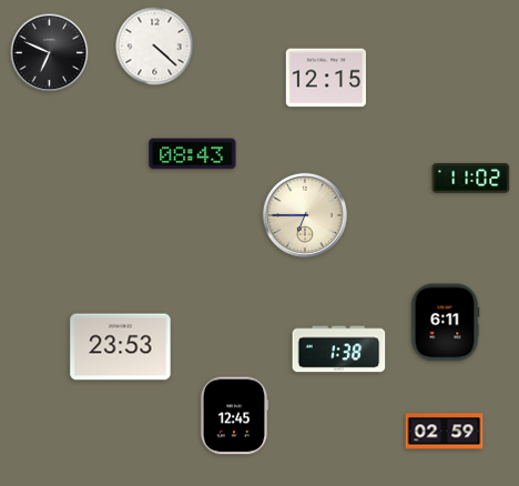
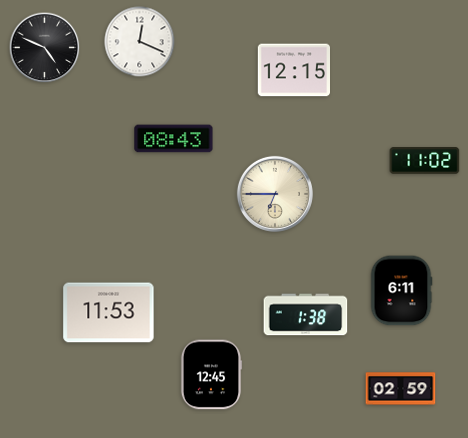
clock at (155, 47): 4:22 -> 12:19
clock at (50, 53): 6:49 -> 4:49
clock at (121, 347): 23:53 -> 11:53
